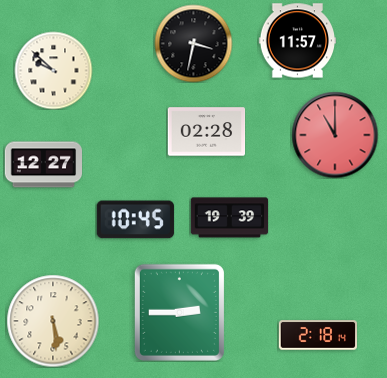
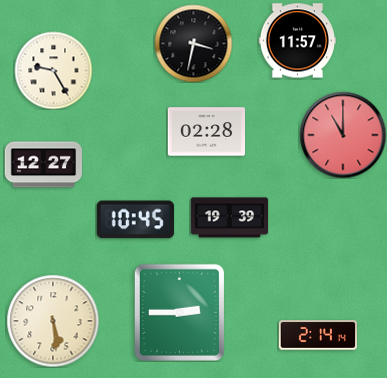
clock at (53, 70): 9:52 -> 9:25
clock at (335, 135) position: (335, 135) -> (343, 135)
clock at (318, 335): 2:18 -> 2:14
